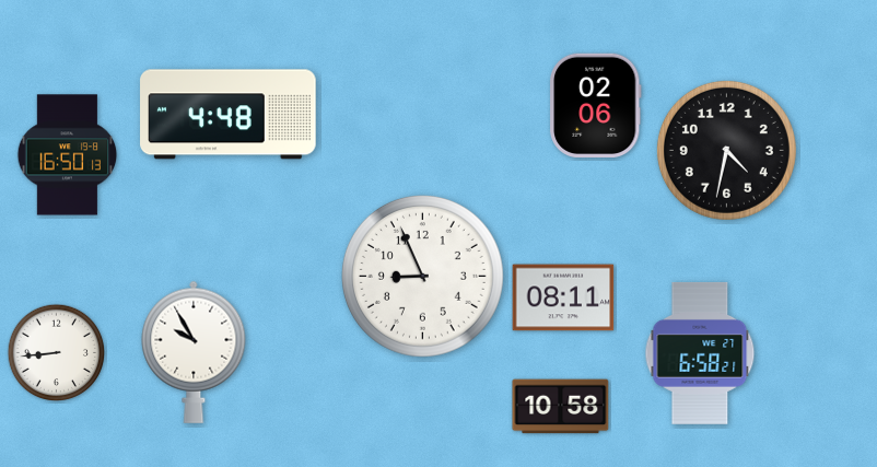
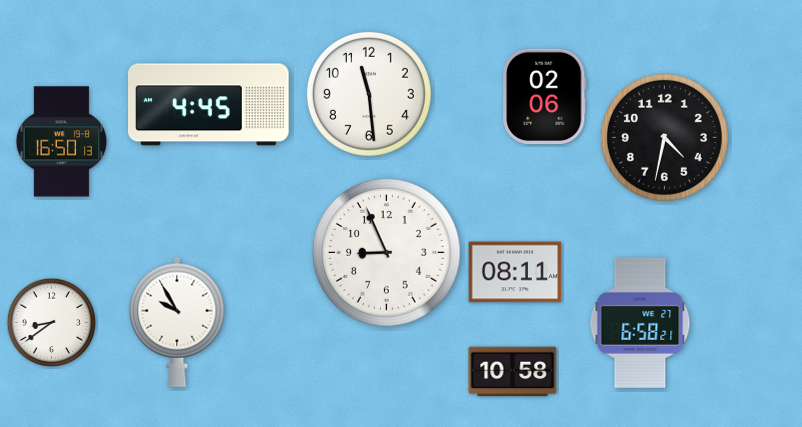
clock at (369, 94): none -> 11:29
clock at (229, 115): 4:48 -> 4:45
clock at (57, 353): 8:44 -> 8:39
